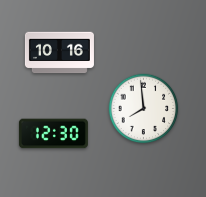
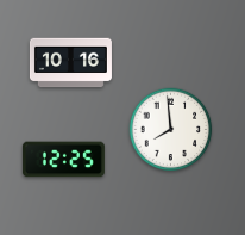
clock at (53, 134): 12:30 -> 12:25
